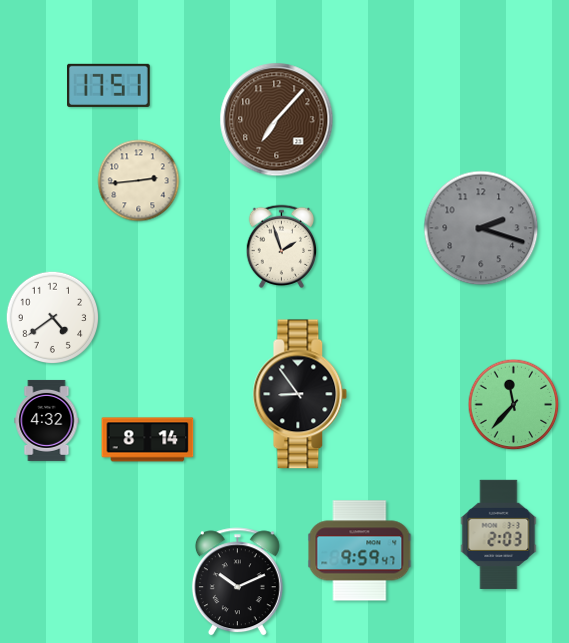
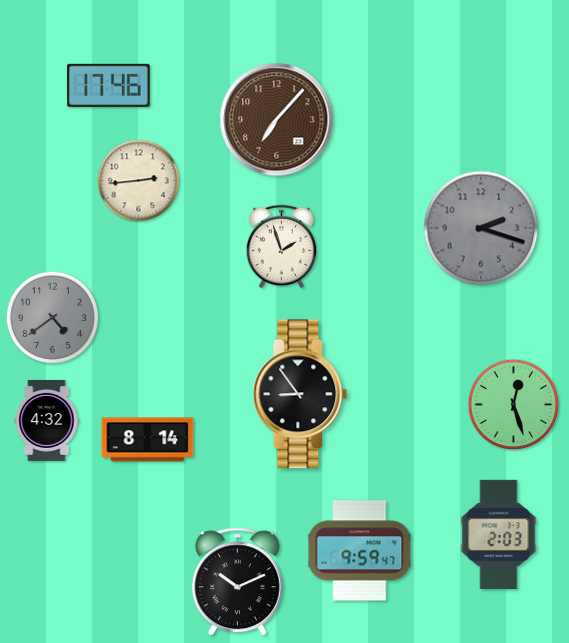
clock at (109, 85): 17:51 -> 17:46
clock at (53, 318) dial: white -> grey
clock at (514, 405): 11:37 -> 12:27
